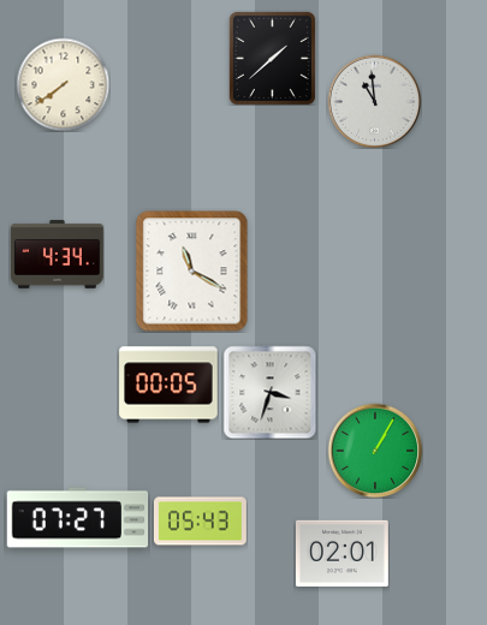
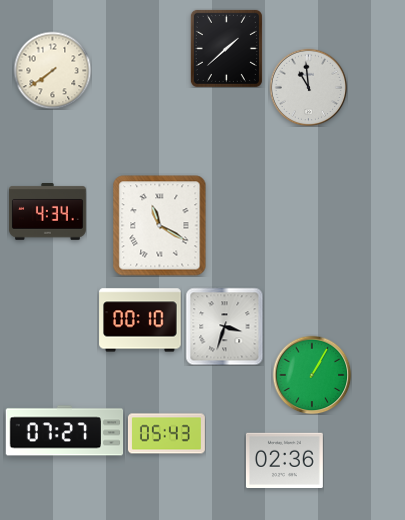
clock at (374, 101) position: (374, 101) -> (308, 87)
clock at (168, 385): 00:05 -> 00:10
clock at (342, 554): 02:01 -> 02:36
